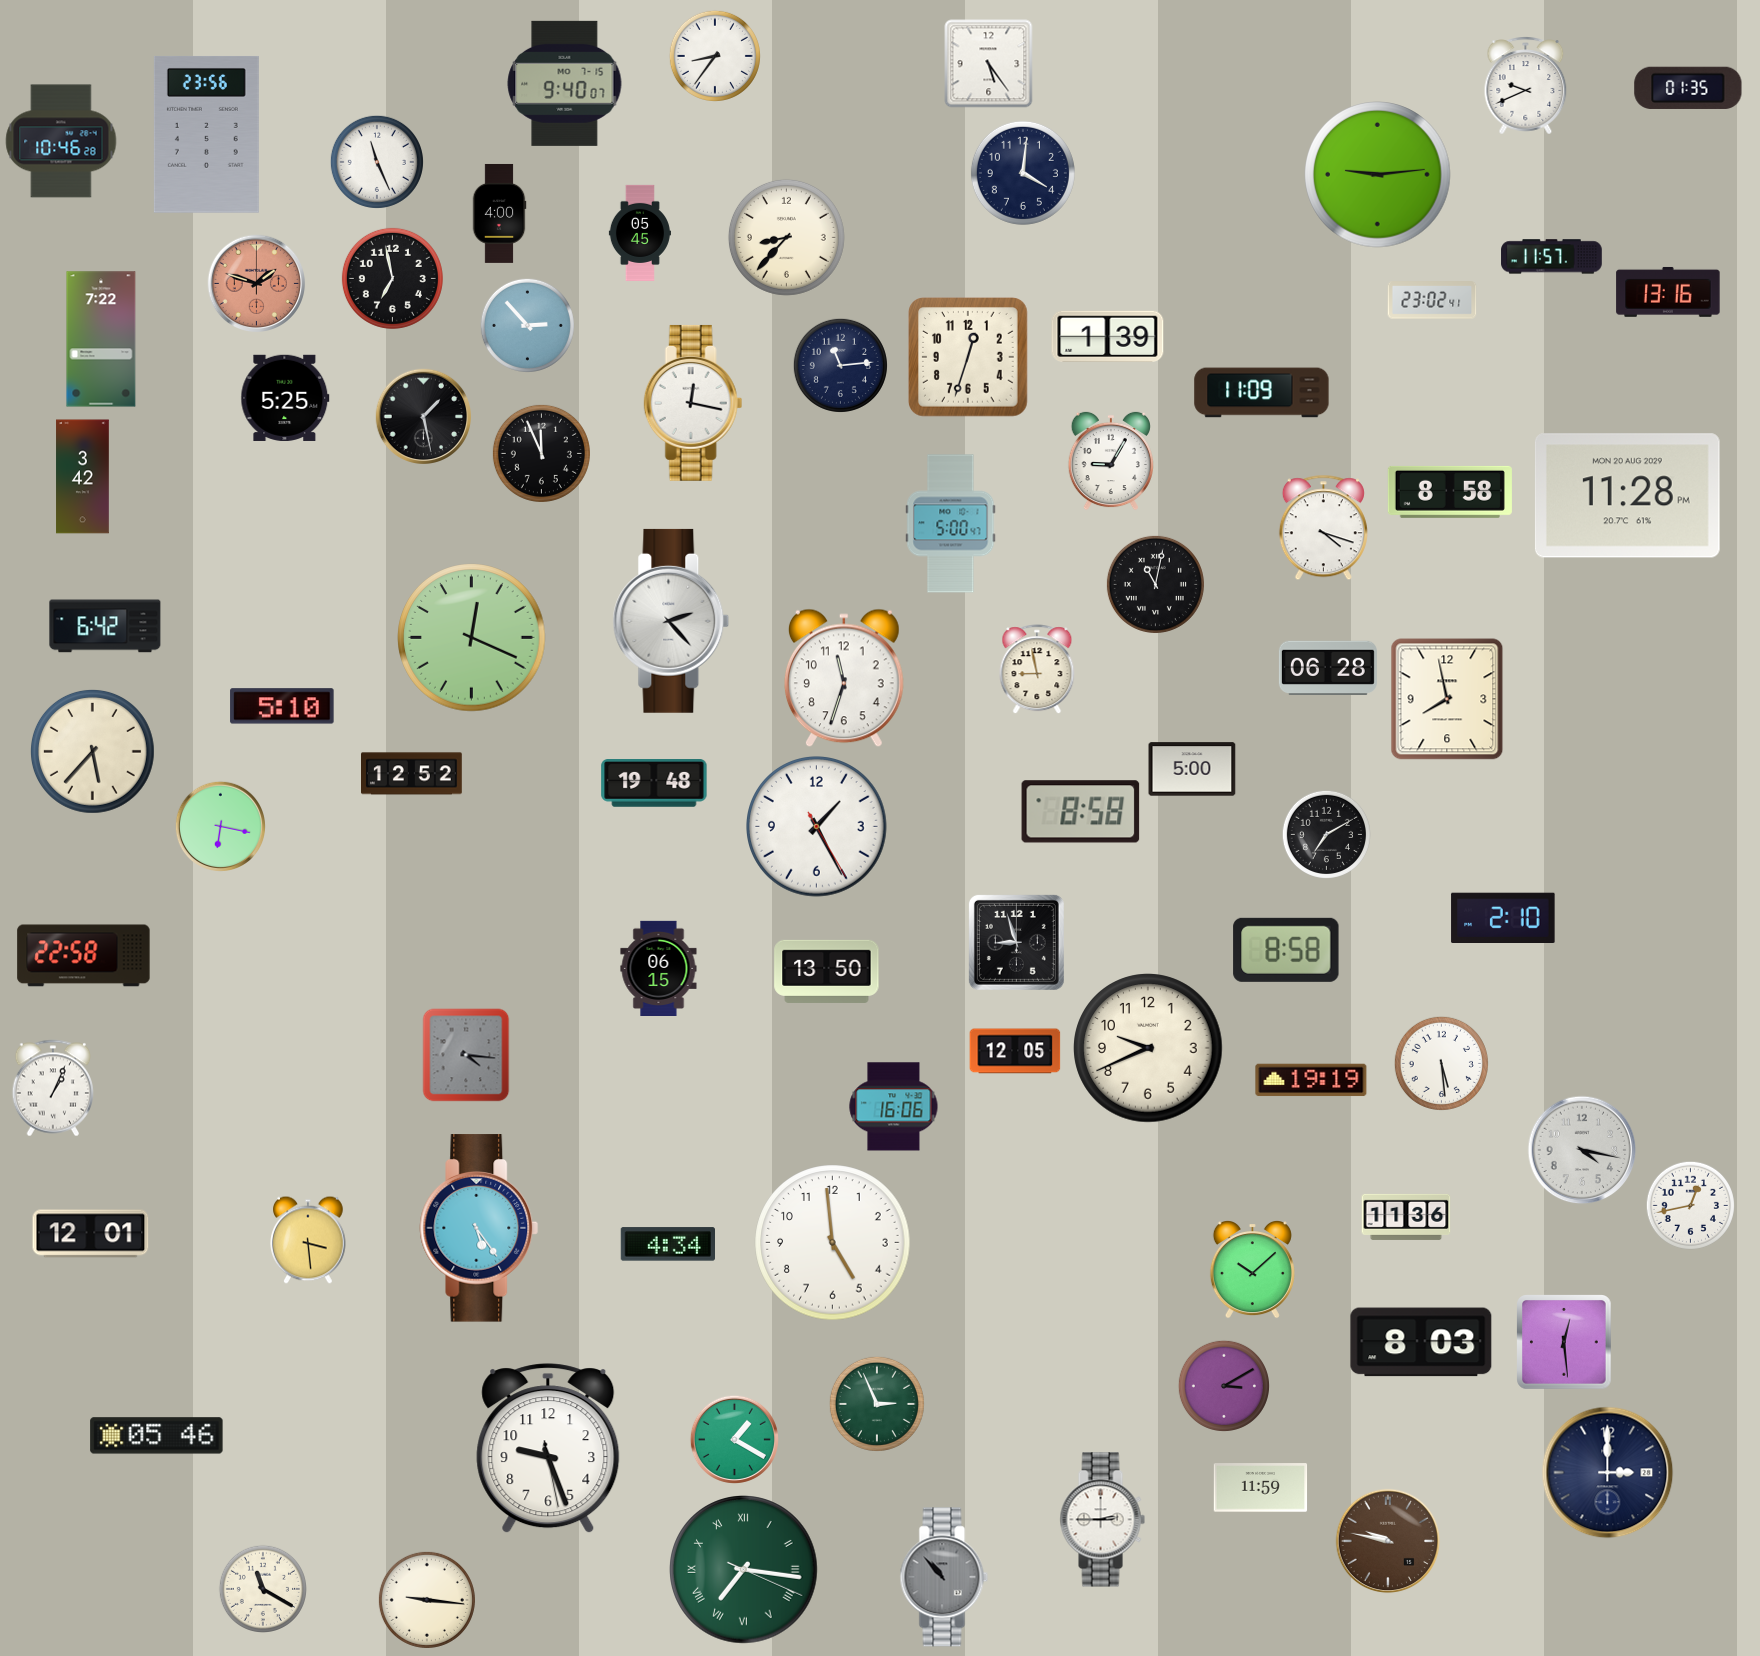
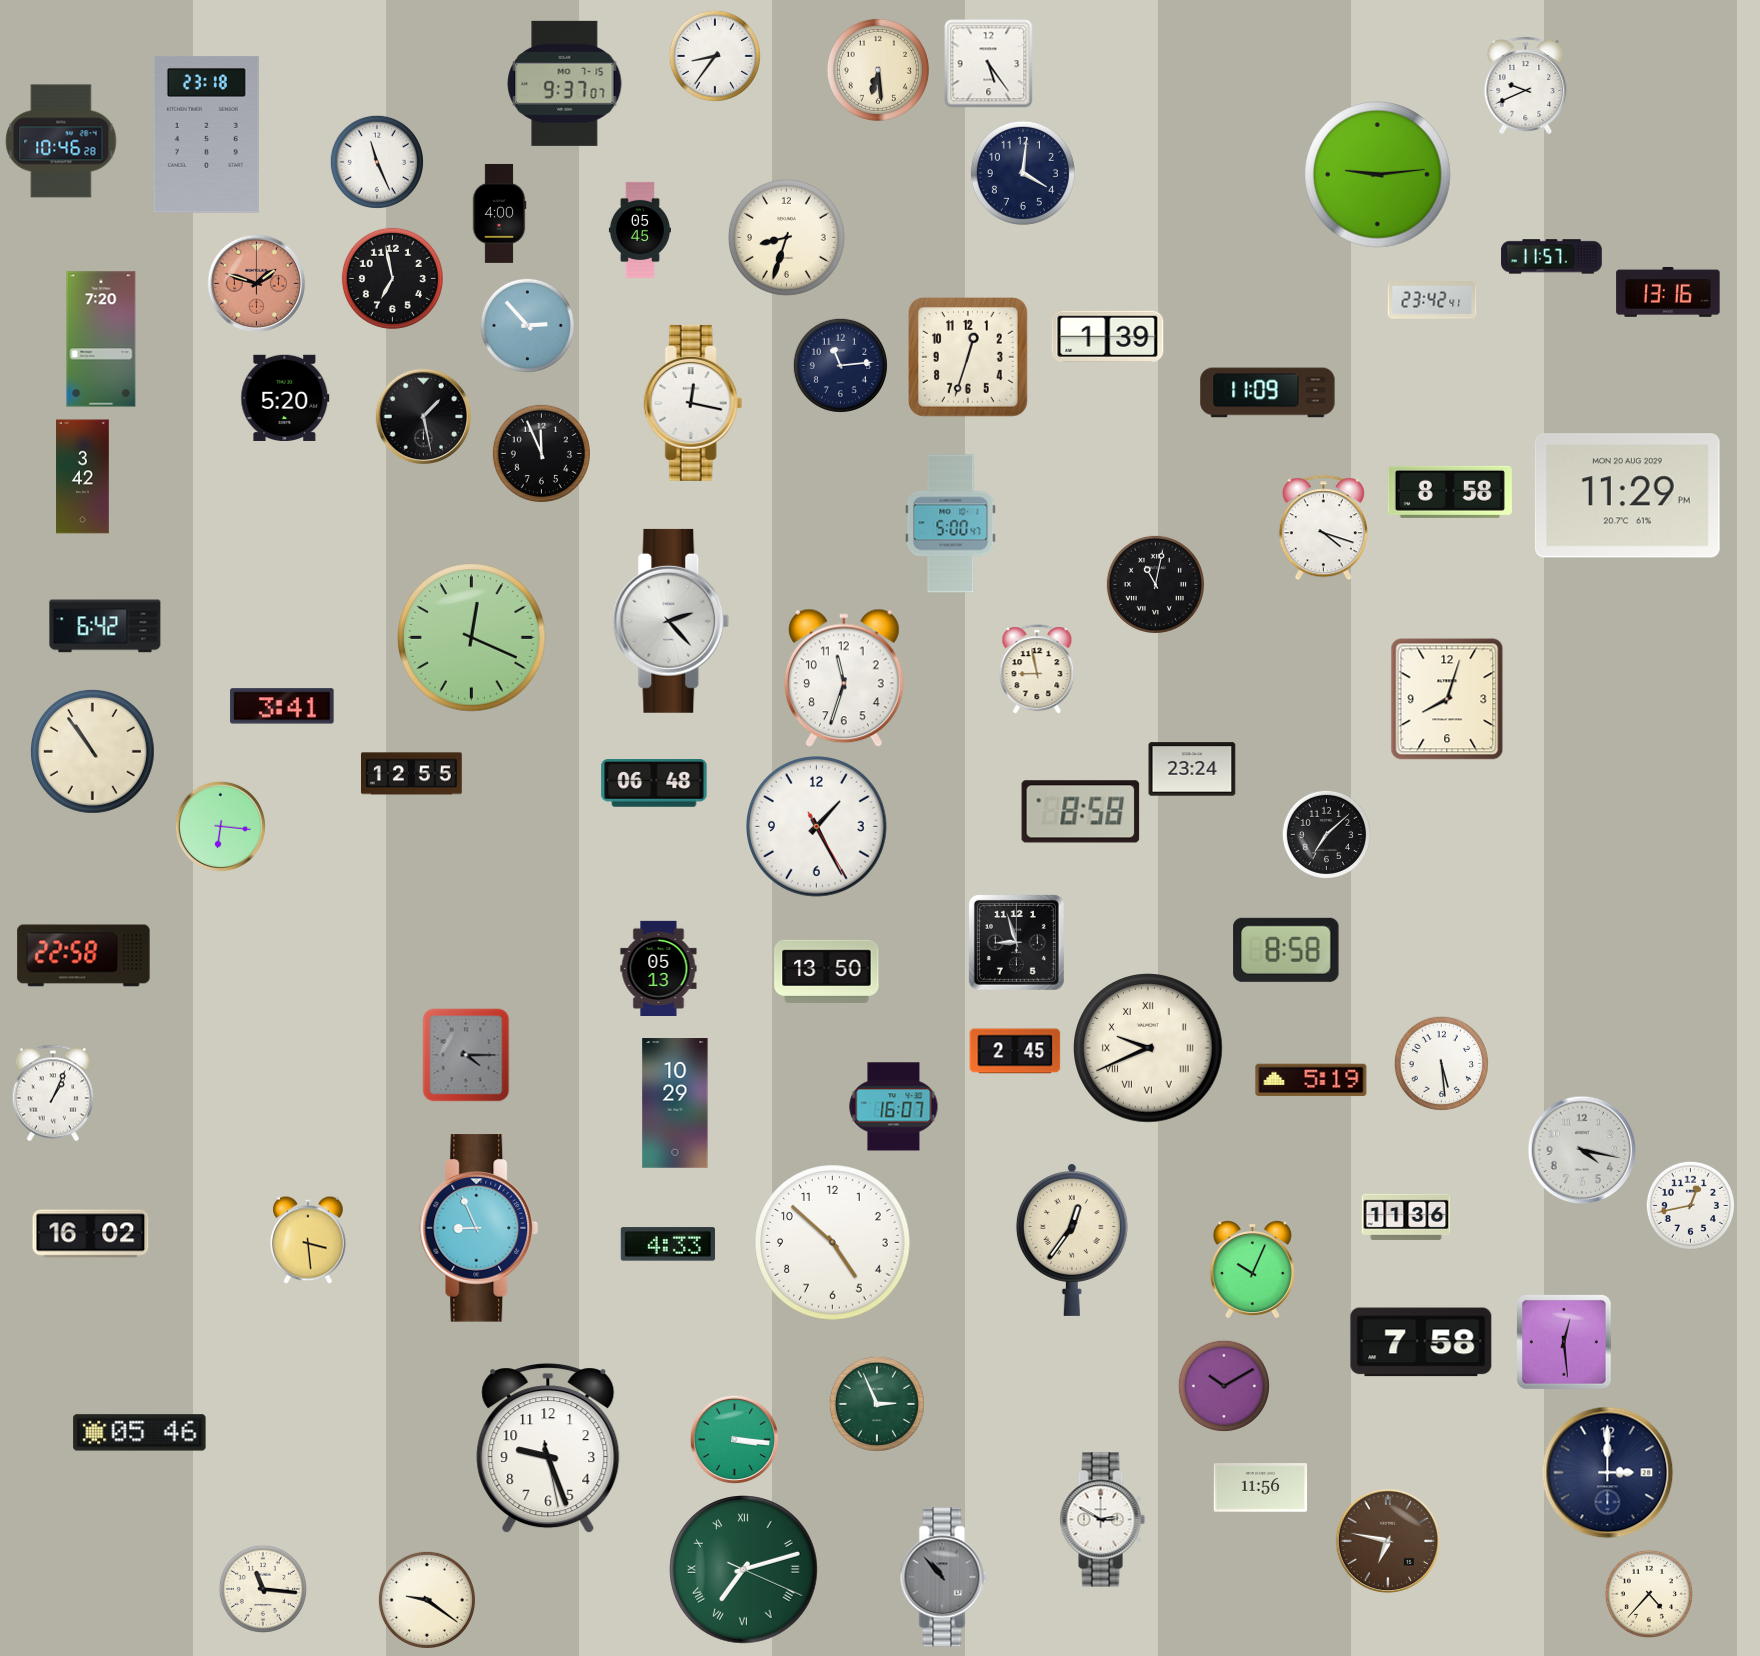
clock at (878, 70): none -> 6:29
clock at (565, 83): 9:40 -> 9:37
clock at (1688, 87): 01:35 -> none
clock at (206, 134): 23:56 -> 23:18
clock at (640, 233) position: (640, 233) -> (640, 230)
clock at (786, 237): 8:37 -> 8:33
clock at (1432, 300): 23:02 -> 23:42
clock at (101, 339): 7:22 -> 7:20
clock at (1262, 393) position: (1262, 393) -> (1268, 393)
clock at (285, 398): 5:25 -> 5:20
clock at (1111, 461): 9:05 -> none
clock at (1627, 496): 11:28 -> 11:29
clock at (1328, 667): 06:28 -> none
clock at (1447, 699): 7:58 -> 8:03
clock at (282, 706): 5:10 -> 3:41
clock at (92, 751): 5:37 -> 10:54
clock at (1192, 769): 5:00 -> 23:24
clock at (412, 774): 12:52 -> 12:55
clock at (654, 784): 19:48 -> 06:48
clock at (220, 826): 6:17 -> 6:16
clock at (1326, 834): 7:10 -> 7:08
clock at (1503, 918): 2:10 -> none
clock at (659, 968): 06:15 -> 05:13
clock at (1148, 1048) numerals: Arabic -> Roman
clock at (1015, 1051): 12:05 -> 2:45
clock at (466, 1055): 4:16 -> 4:15
clock at (1311, 1080): 19:19 -> 5:19
clock at (53, 1088) position: (53, 1088) -> (53, 1093)
clock at (675, 1103): none -> 10:29
clock at (894, 1107): 16:06 -> 16:07
clock at (479, 1228): 5:24 -> 8:56
clock at (91, 1234): 12:01 -> 16:02
clock at (1072, 1240): none -> 12:36
clock at (833, 1243): 4:59 -> 4:52
clock at (667, 1244): 4:34 -> 4:33
clock at (1252, 1270): 10:08 -> 10:04
clock at (1421, 1342): 8:03 -> 7:58
clock at (1224, 1386): 3:10 -> 10:10
clock at (157, 1436) position: (157, 1436) -> (140, 1433)
clock at (734, 1439): 1:20 -> 3:16
clock at (1261, 1488): 11:59 -> 11:56
clock at (1102, 1520): 2:45 -> 2:50
clock at (1388, 1541): 9:47 -> 6:47
clock at (744, 1570): 7:16 -> 7:12
clock at (262, 1588): 11:20 -> 11:16
clock at (1648, 1593): none -> 4:37
clock at (427, 1600): 9:16 -> 9:21
